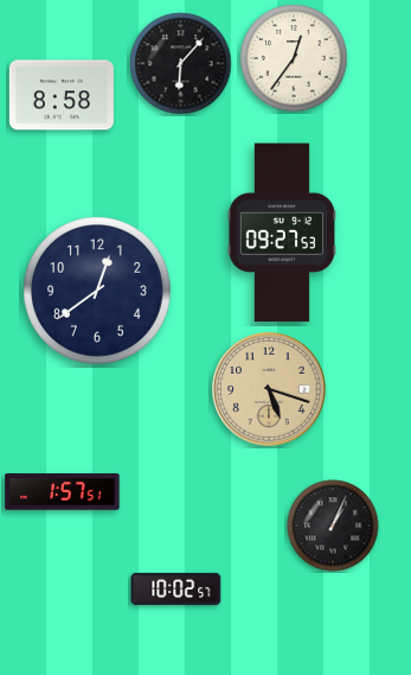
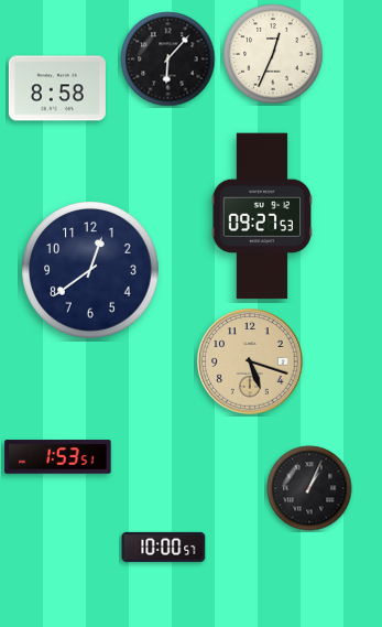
clock at (294, 58): 12:36 -> 12:34
clock at (63, 492): 1:57 -> 1:53
clock at (176, 588): 10:02 -> 10:00
